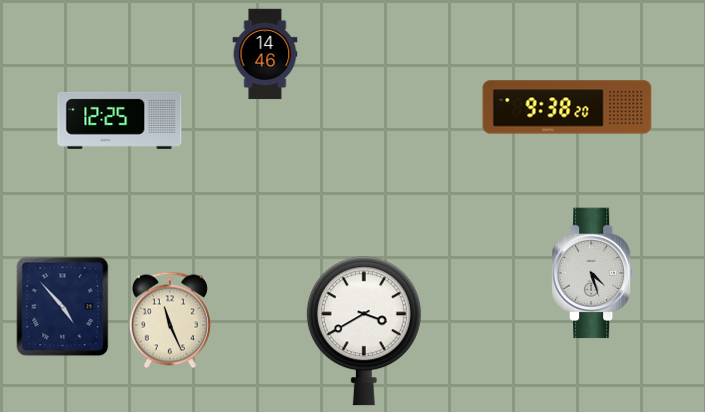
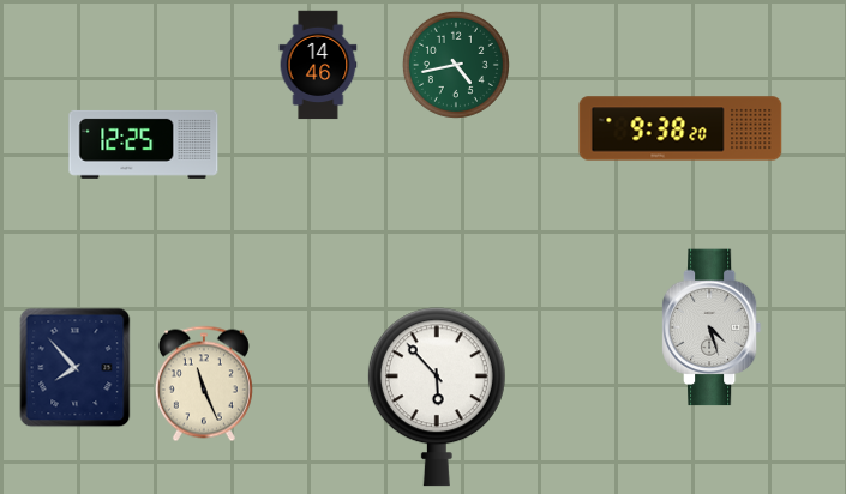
clock at (456, 65): none -> 4:43
clock at (63, 307): 4:53 -> 7:53
clock at (364, 331): 3:40 -> 5:53
